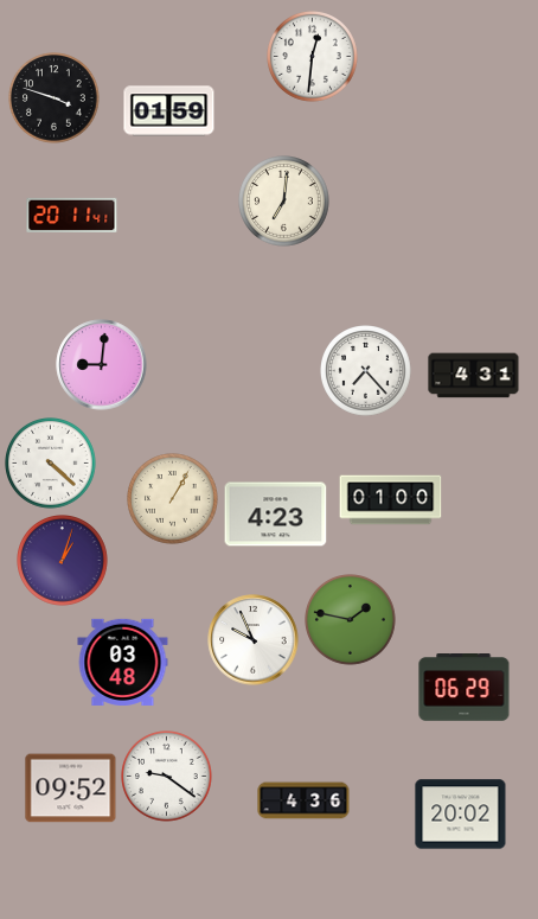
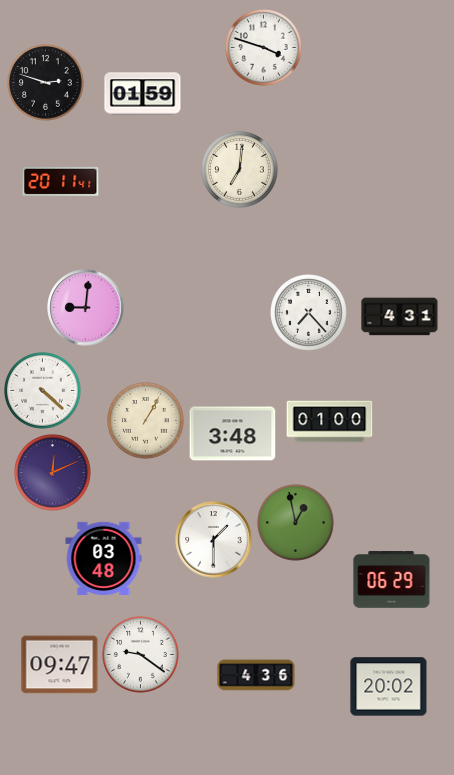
clock at (313, 57): 12:31 -> 3:48
clock at (55, 98): 3:48 -> 2:48
clock at (276, 515): 4:23 -> 3:48
clock at (63, 561): 1:03 -> 12:11
clock at (351, 620): 1:47 -> 12:58
clock at (254, 640): 9:56 -> 1:30
clock at (71, 789): 09:52 -> 09:47
